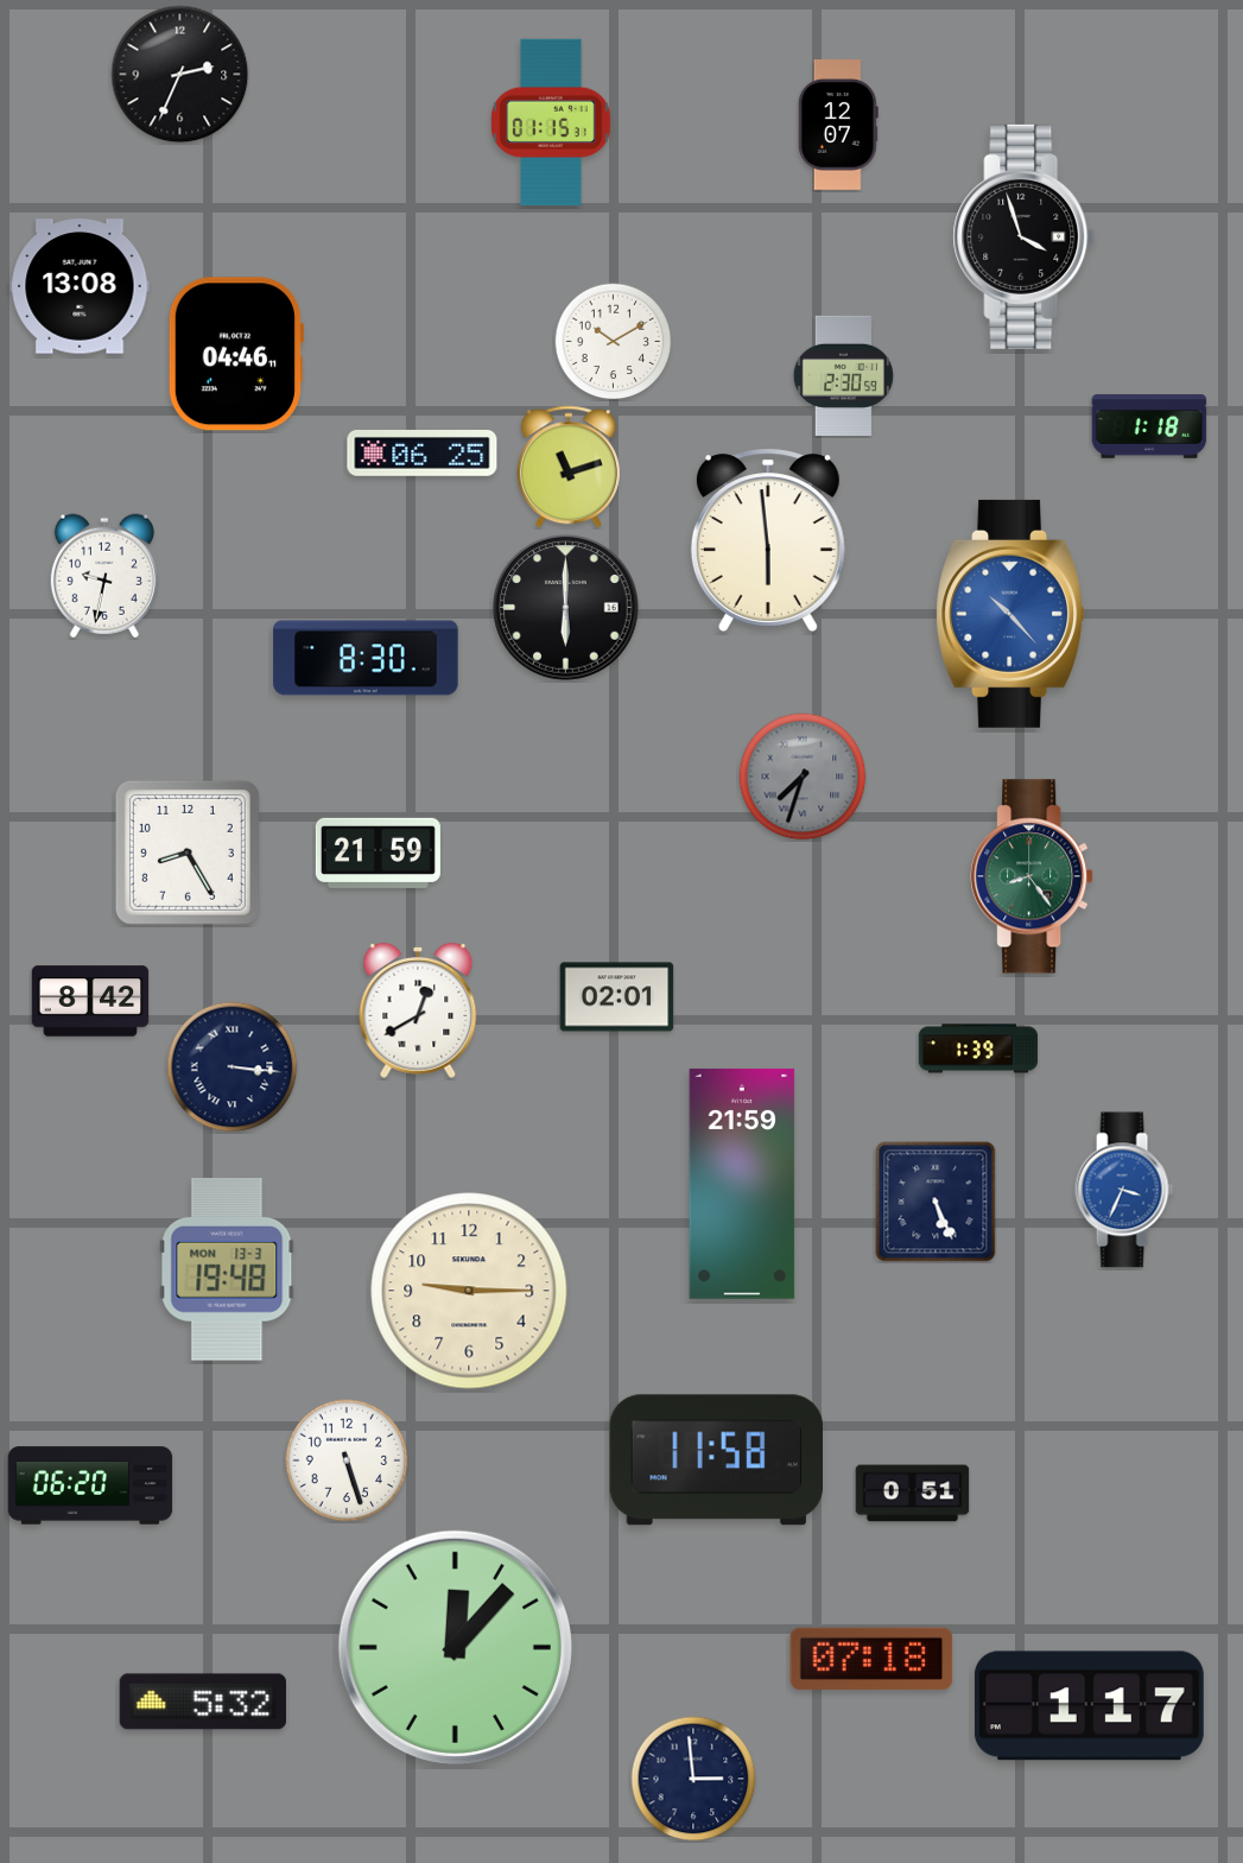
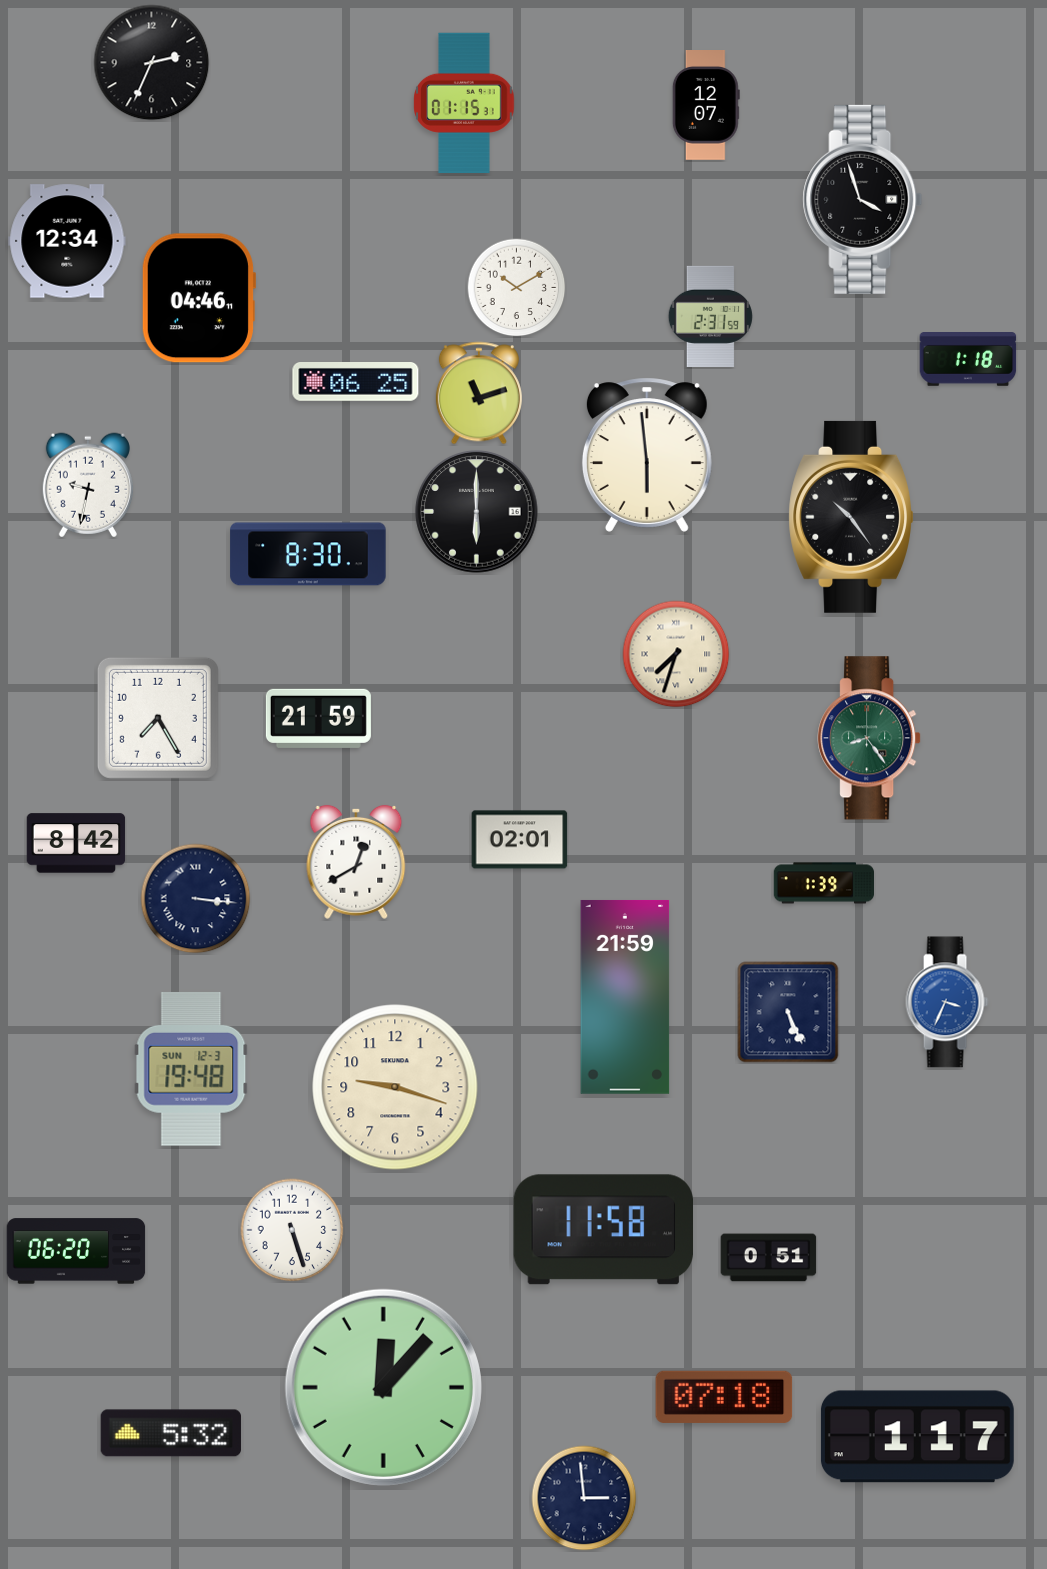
clock at (80, 286): 13:08 -> 12:34
clock at (843, 375): 2:30 -> 2:31
clock at (1009, 614): 10:23 -> 10:24
clock at (1009, 614) dial: blue -> black
clock at (803, 777) dial: grey -> cream
clock at (188, 853): 8:25 -> 7:25
clock at (418, 1010) position: (418, 1010) -> (356, 862)
clock at (227, 1269) date: MON 13-3 -> SUN 12-3
clock at (469, 1291): 9:15 -> 9:18
clock at (871, 1659) position: (871, 1659) -> (724, 1397)
